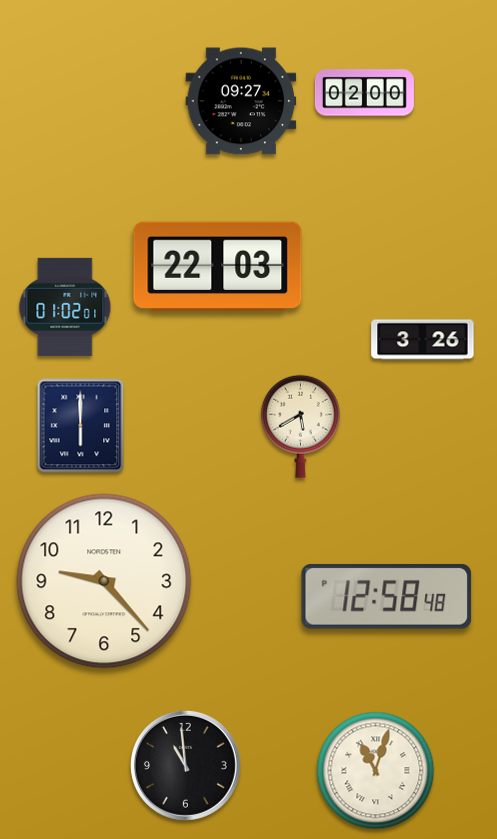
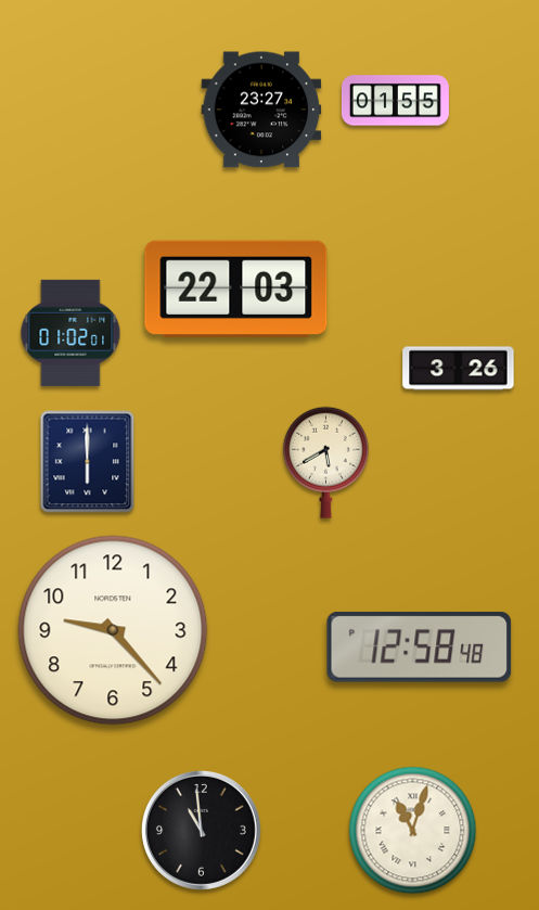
clock at (364, 93): 02:00 -> 01:55
clock at (241, 101): 09:27 -> 23:27
clock at (376, 771) position: (376, 771) -> (413, 831)
